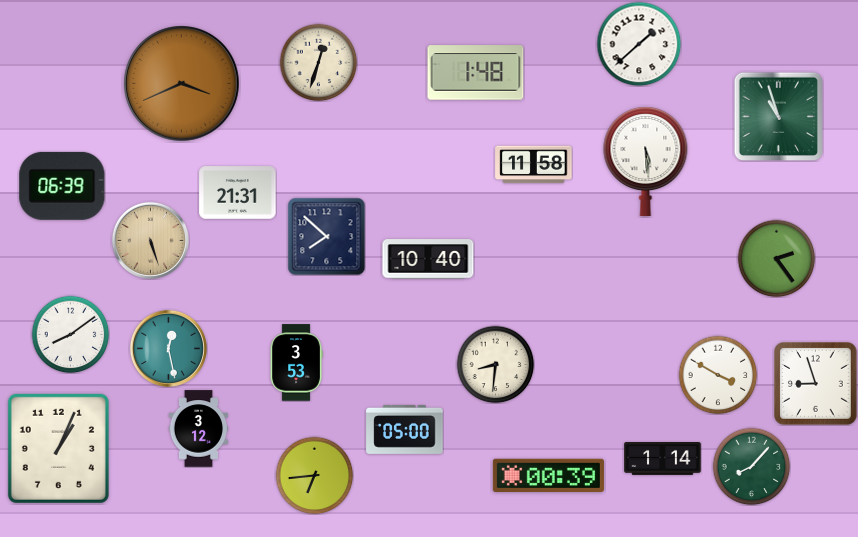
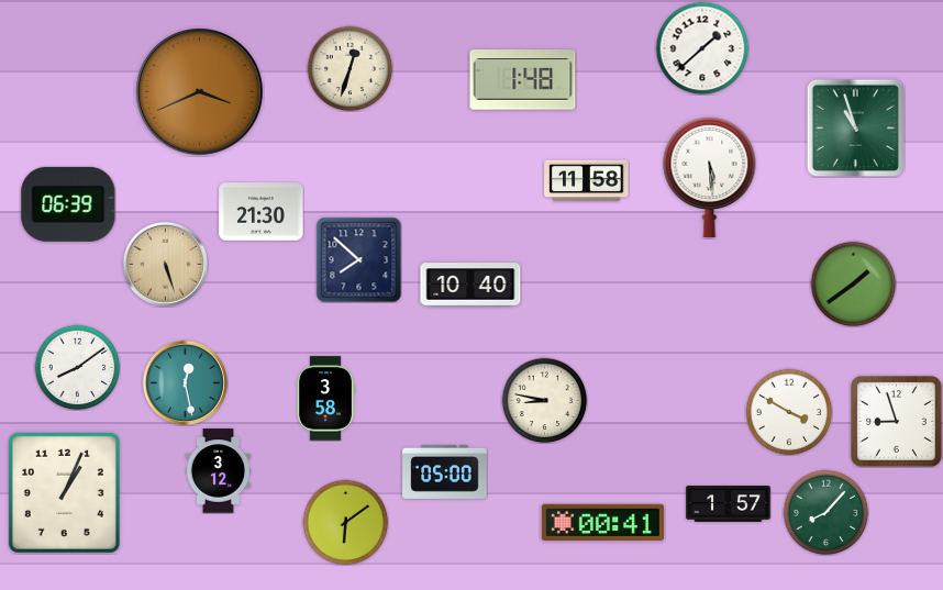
clock at (238, 193): 21:31 -> 21:30
clock at (776, 258): 2:24 -> 1:39
clock at (296, 363): 3:53 -> 3:58
clock at (495, 364): 8:31 -> 8:47
clock at (663, 459): 1:14 -> 1:57
clock at (314, 475): 6:44 -> 6:09
clock at (548, 476): 00:39 -> 00:41
